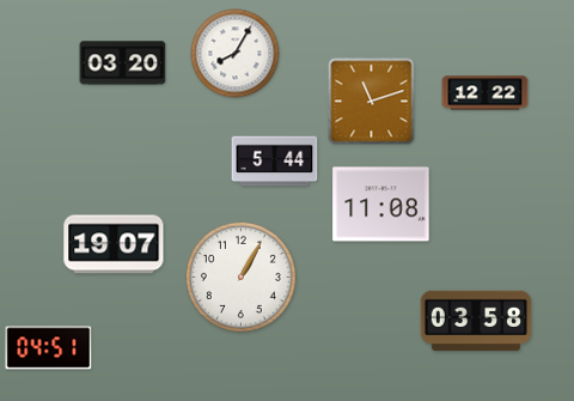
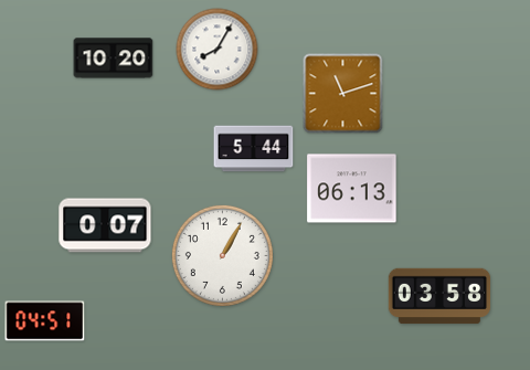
clock at (123, 63): 03:20 -> 10:20
clock at (486, 93): 12:22 -> none
clock at (381, 205): 11:08 -> 06:13
clock at (114, 244): 19:07 -> 0:07
